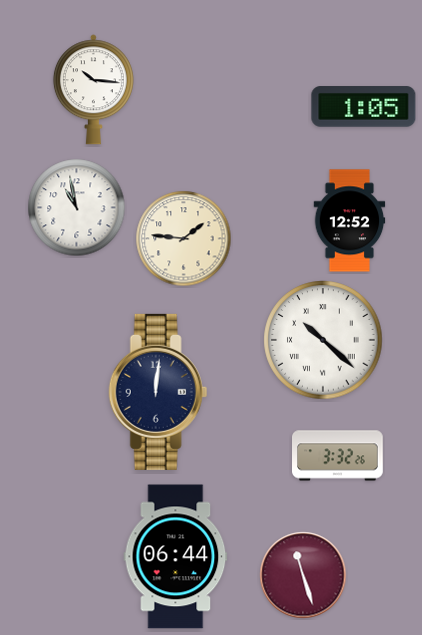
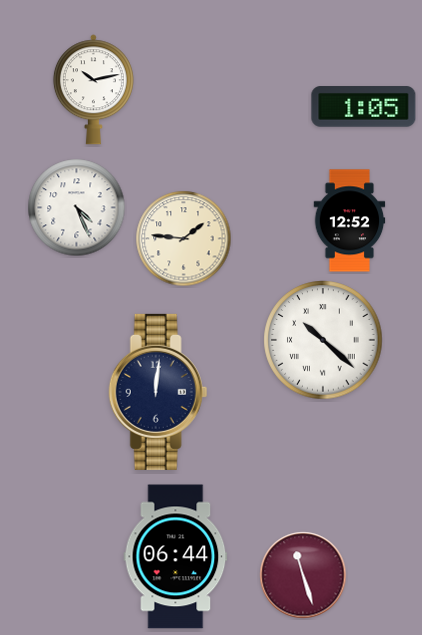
clock at (93, 90): 10:16 -> 10:13
clock at (77, 208): 10:58 -> 4:26
clock at (338, 456): 3:32 -> none
